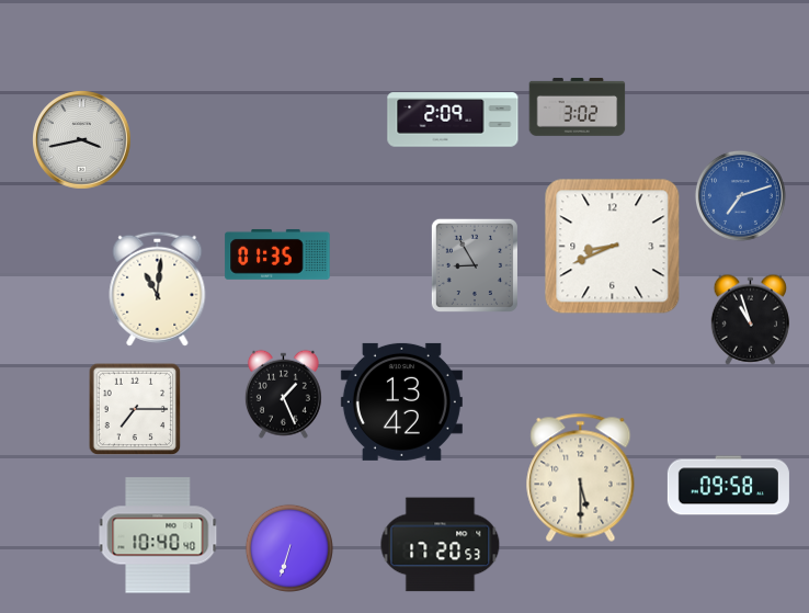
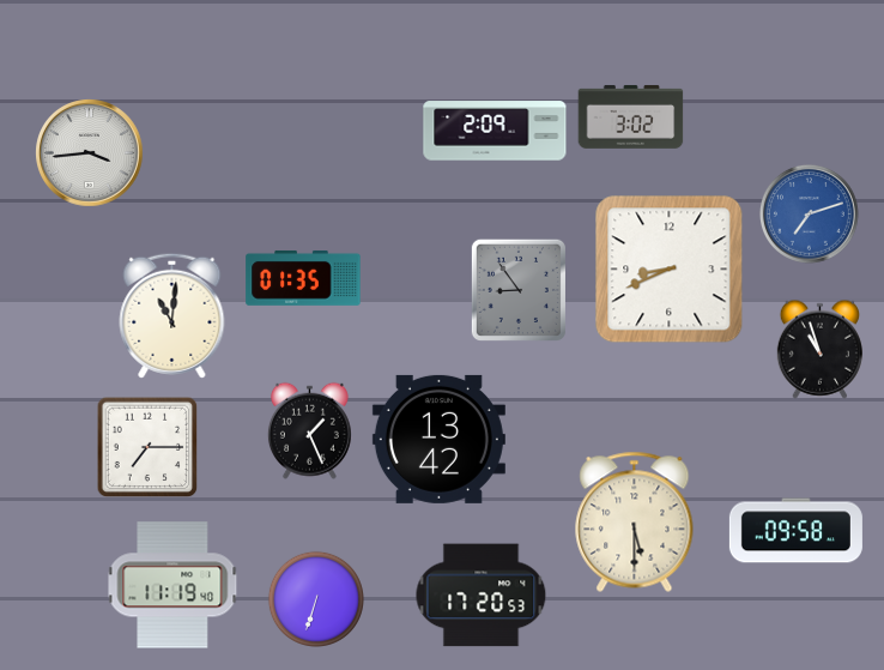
clock at (82, 140): 3:43 -> 3:44
clock at (475, 265): 8:55 -> 8:54
clock at (158, 535): 10:40 -> 11:19
